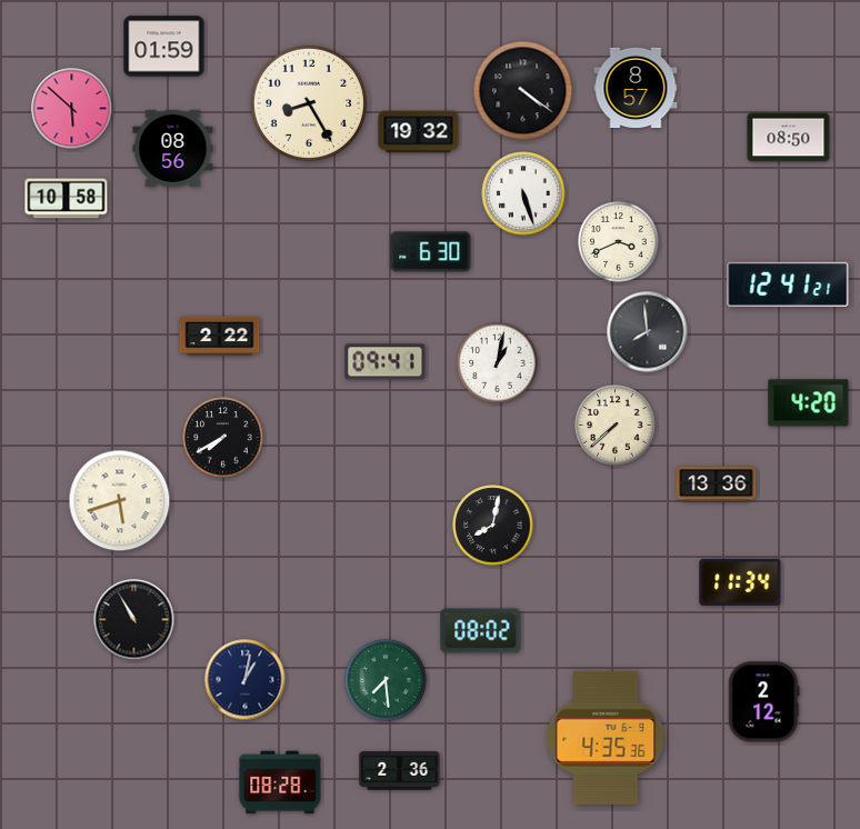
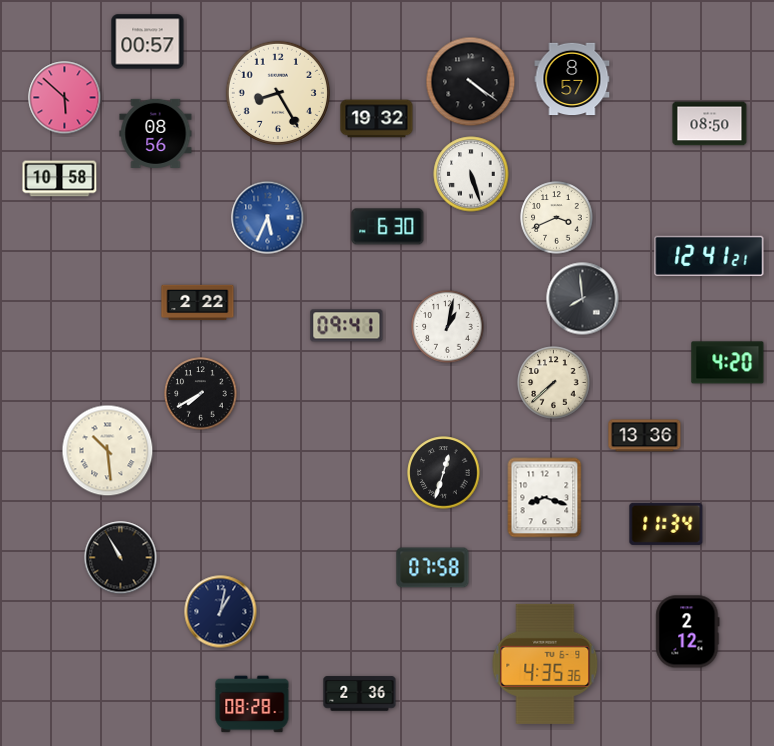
clock at (164, 47): 01:59 -> 00:57
clock at (268, 218): none -> 5:34
clock at (120, 501): 5:42 -> 10:29
clock at (493, 526): 8:02 -> 12:33
clock at (545, 498): none -> 8:18
clock at (481, 631): 08:02 -> 07:58
clock at (386, 680): 7:29 -> none
